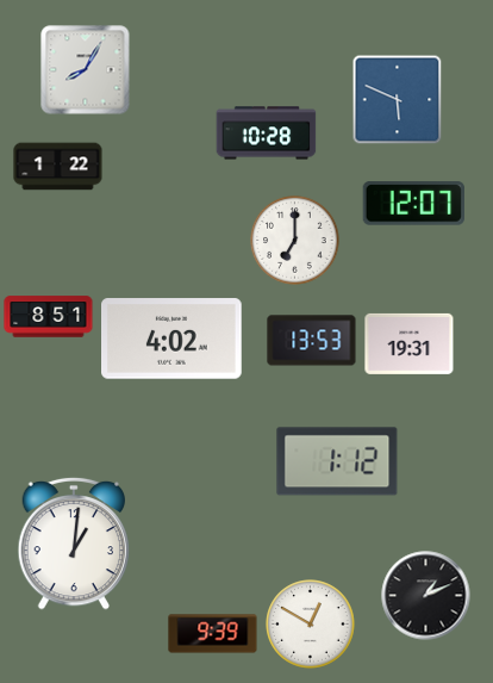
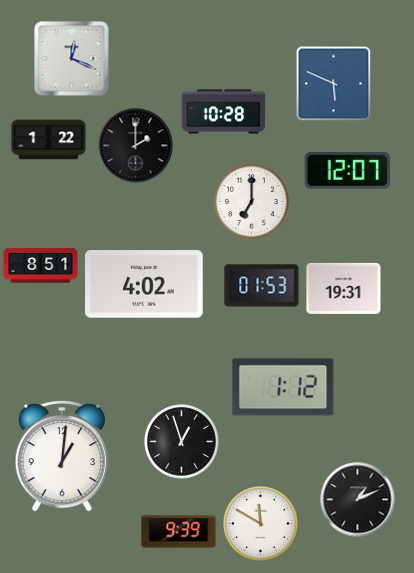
clock at (86, 70): 8:05 -> 12:19
clock at (136, 146): none -> 2:00
clock at (295, 241) position: (295, 241) -> (252, 202)
clock at (312, 341): 13:53 -> 01:53
clock at (182, 442): none -> 12:57
clock at (311, 625): 12:50 -> 11:50
